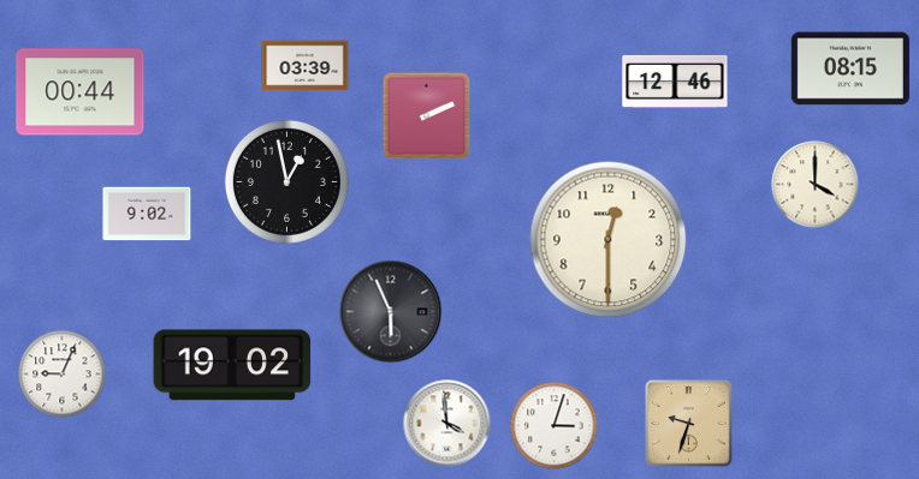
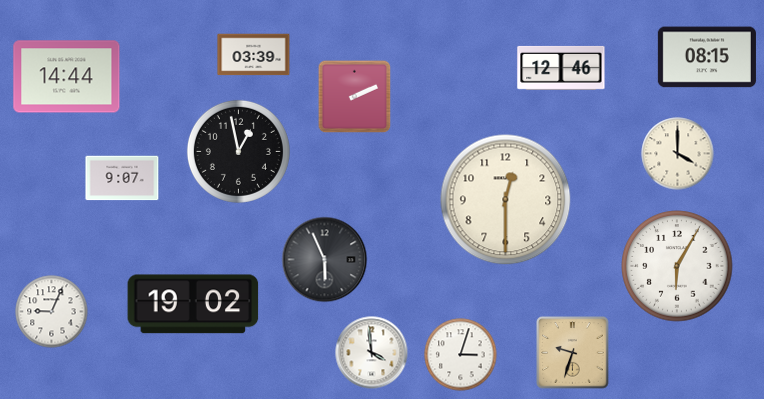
clock at (81, 92): 00:44 -> 14:44
clock at (147, 214): 9:02 -> 9:07
clock at (677, 266): none -> 6:05
